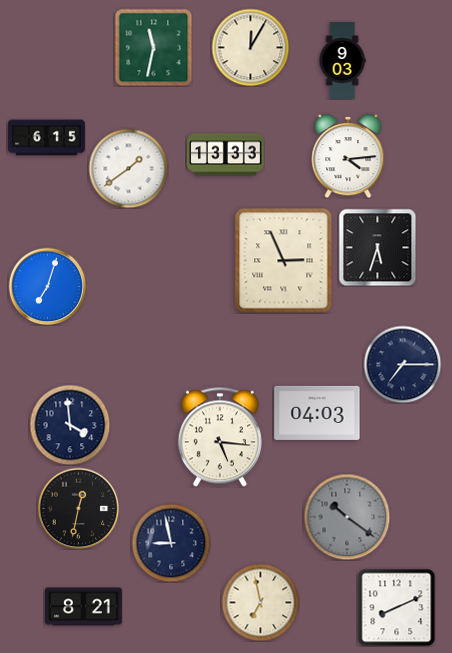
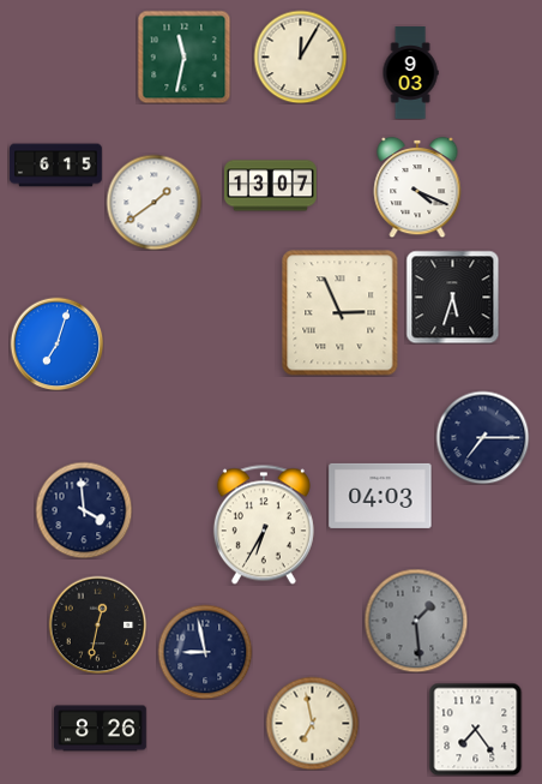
clock at (226, 155): 13:33 -> 13:07
clock at (348, 156): 4:14 -> 4:19
clock at (220, 437): 5:16 -> 6:35
clock at (78, 508) position: (78, 508) -> (97, 624)
clock at (347, 517): 10:21 -> 1:29
clock at (84, 607): 8:21 -> 8:26
clock at (396, 607): 8:11 -> 7:24
